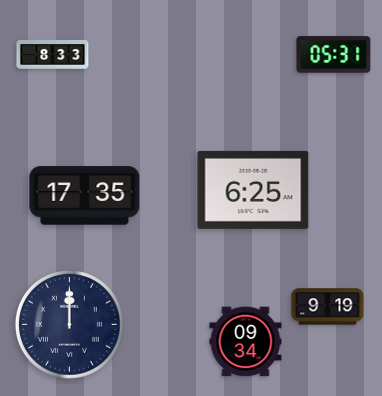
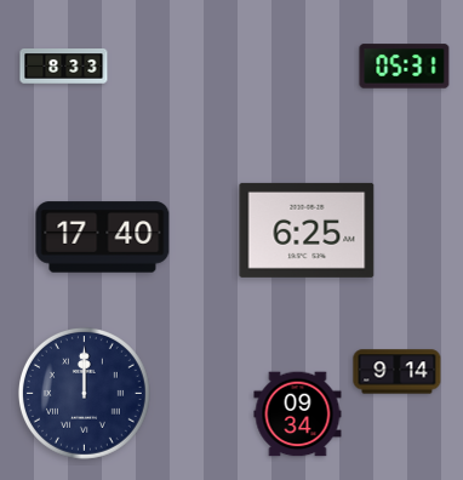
clock at (85, 196): 17:35 -> 17:40
clock at (328, 307): 9:19 -> 9:14
